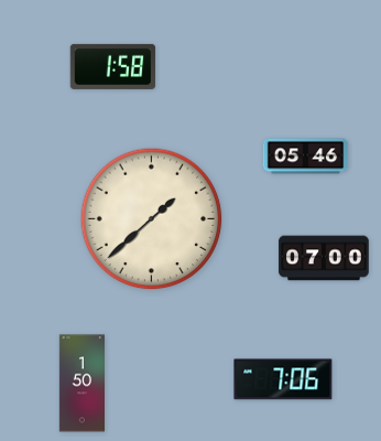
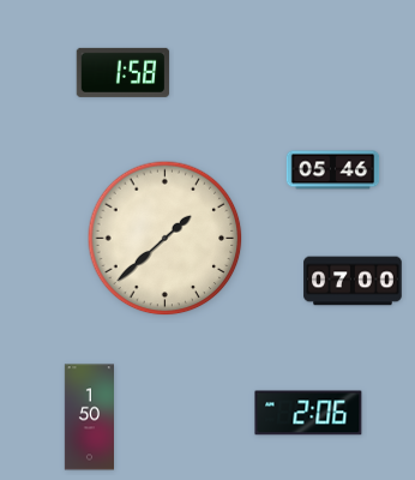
clock at (283, 379): 7:06 -> 2:06
